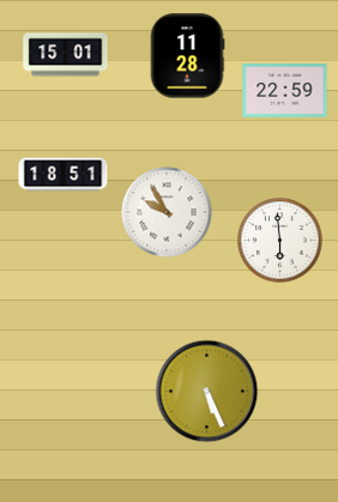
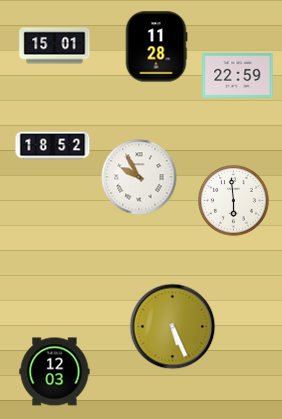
clock at (64, 175): 18:51 -> 18:52
clock at (55, 372): none -> 12:03
